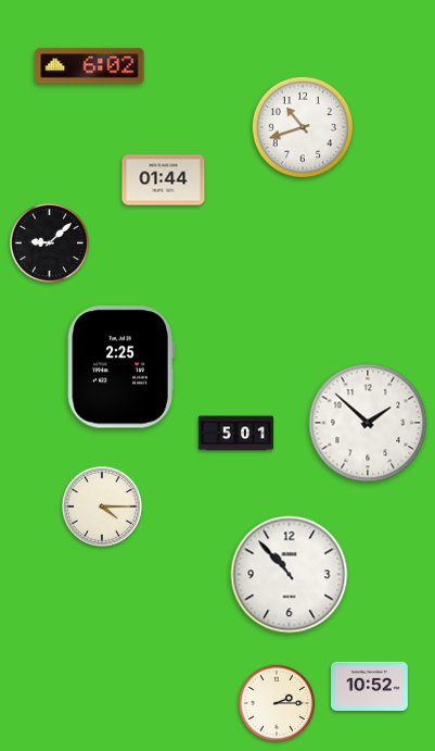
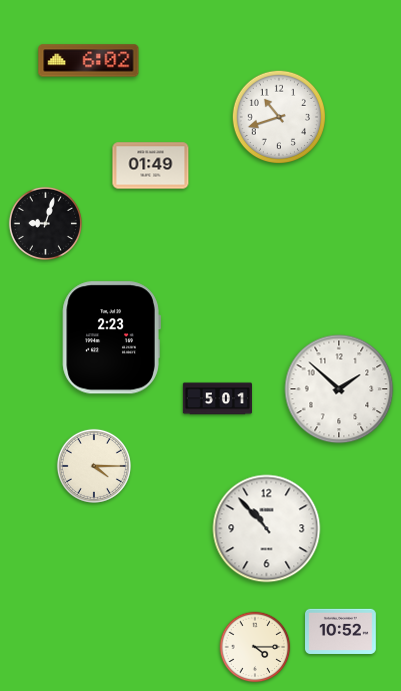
clock at (90, 66) position: (90, 66) -> (89, 61)
clock at (164, 180): 01:44 -> 01:49
clock at (49, 242): 9:08 -> 9:03
clock at (120, 367): 2:25 -> 2:23
clock at (277, 703): 2:15 -> 4:15
